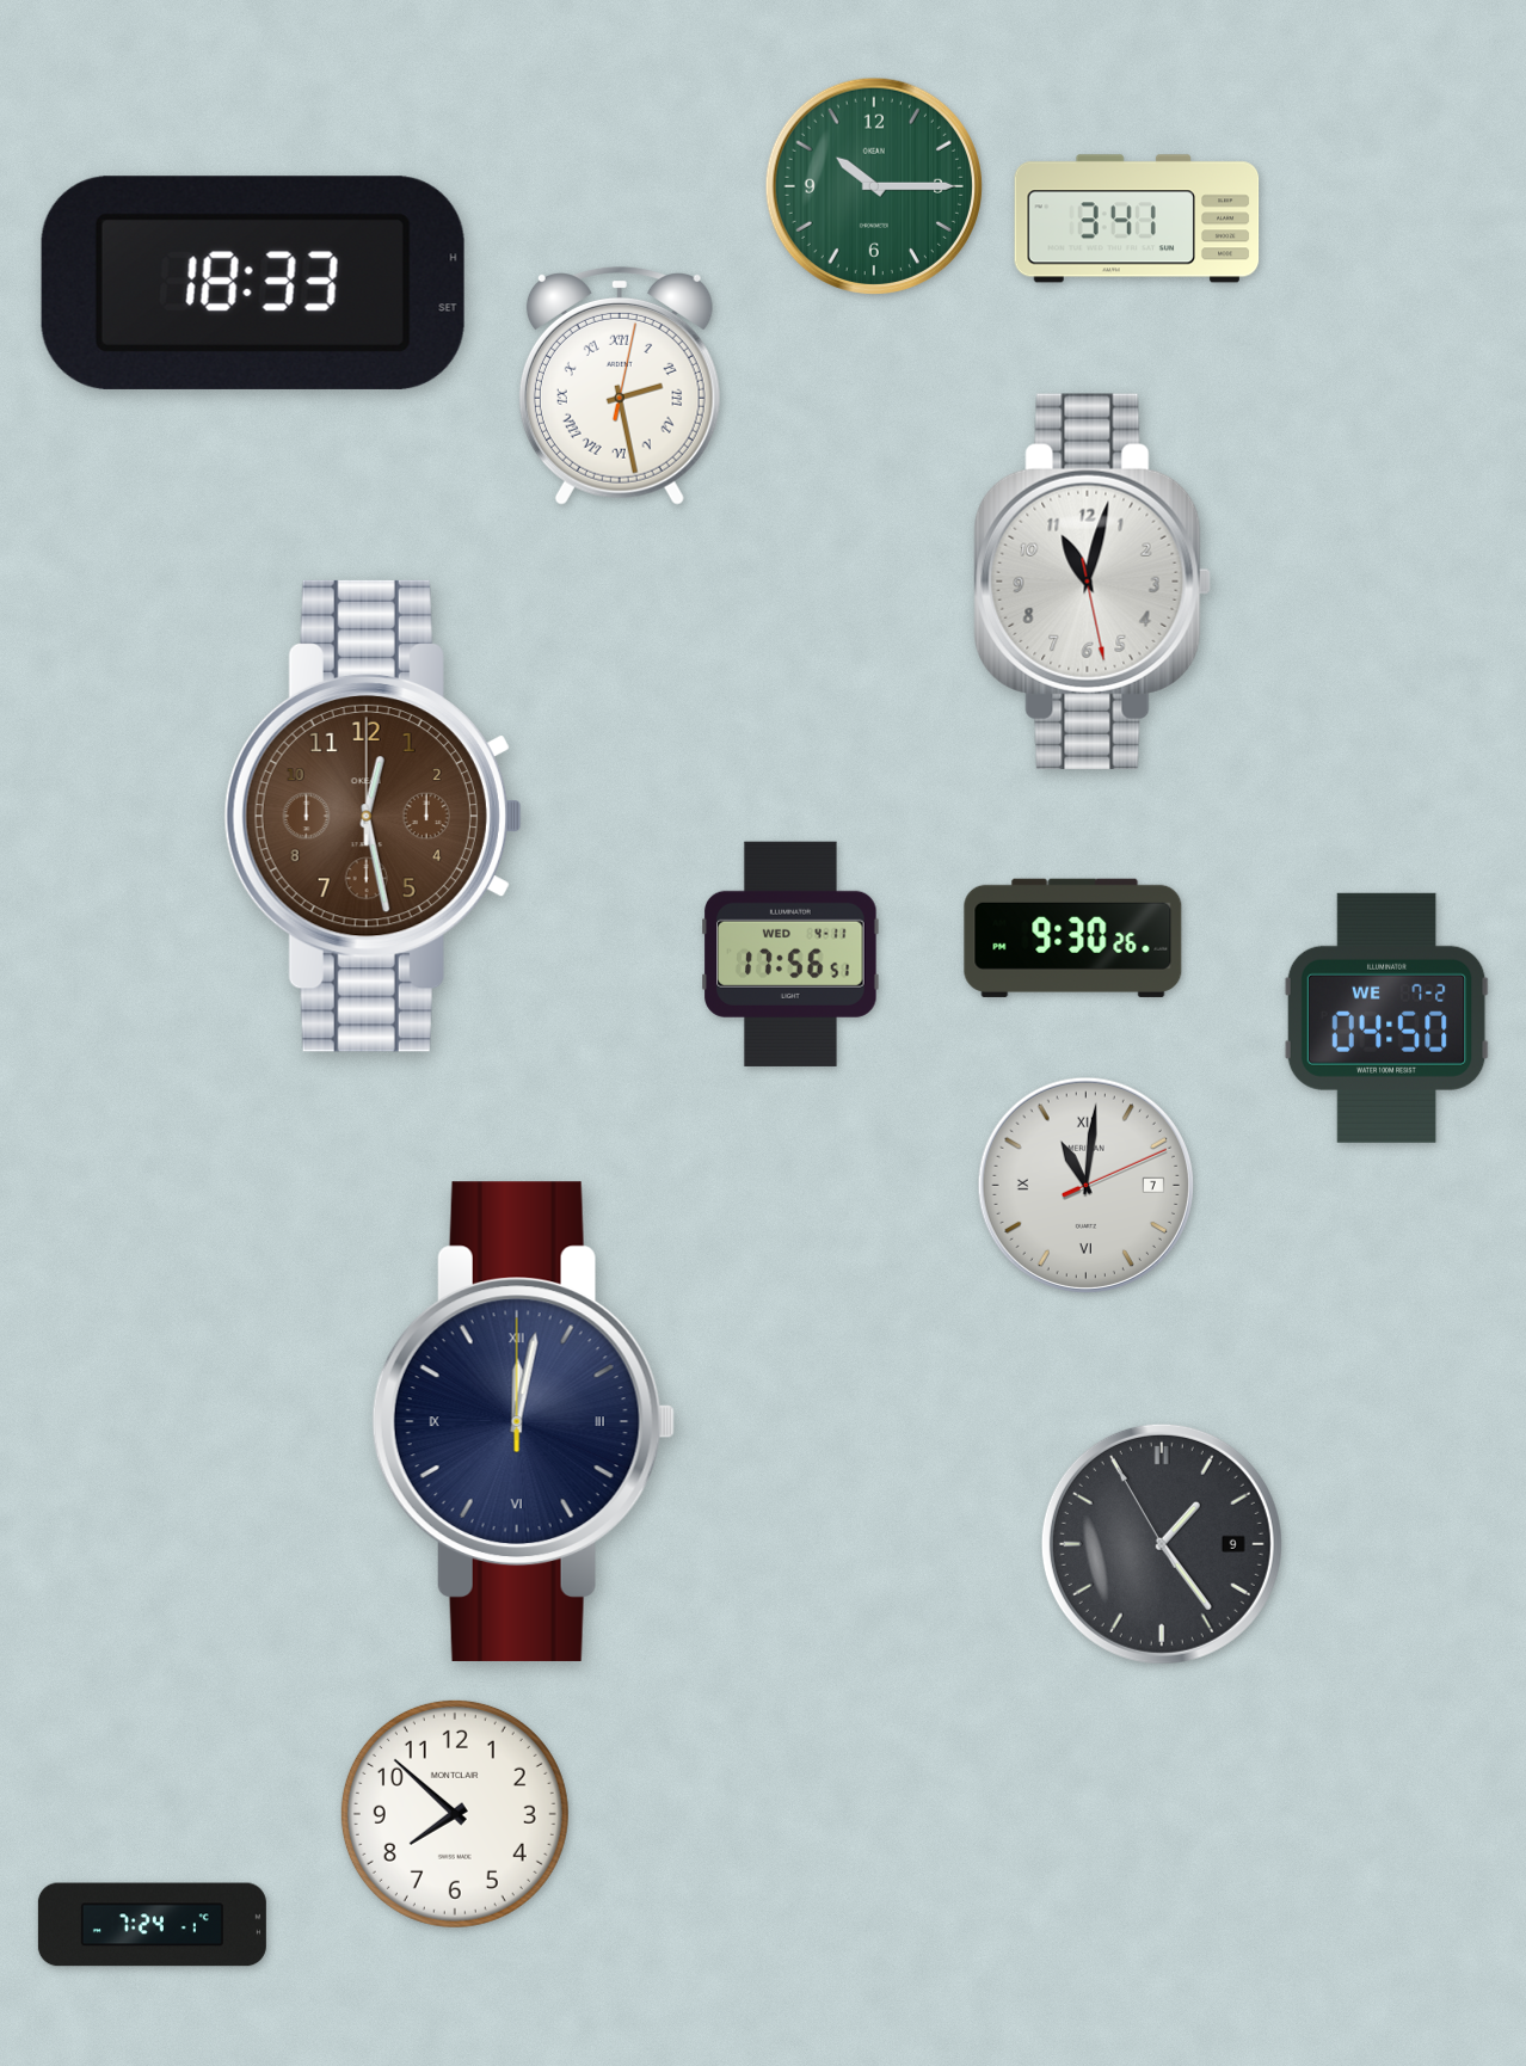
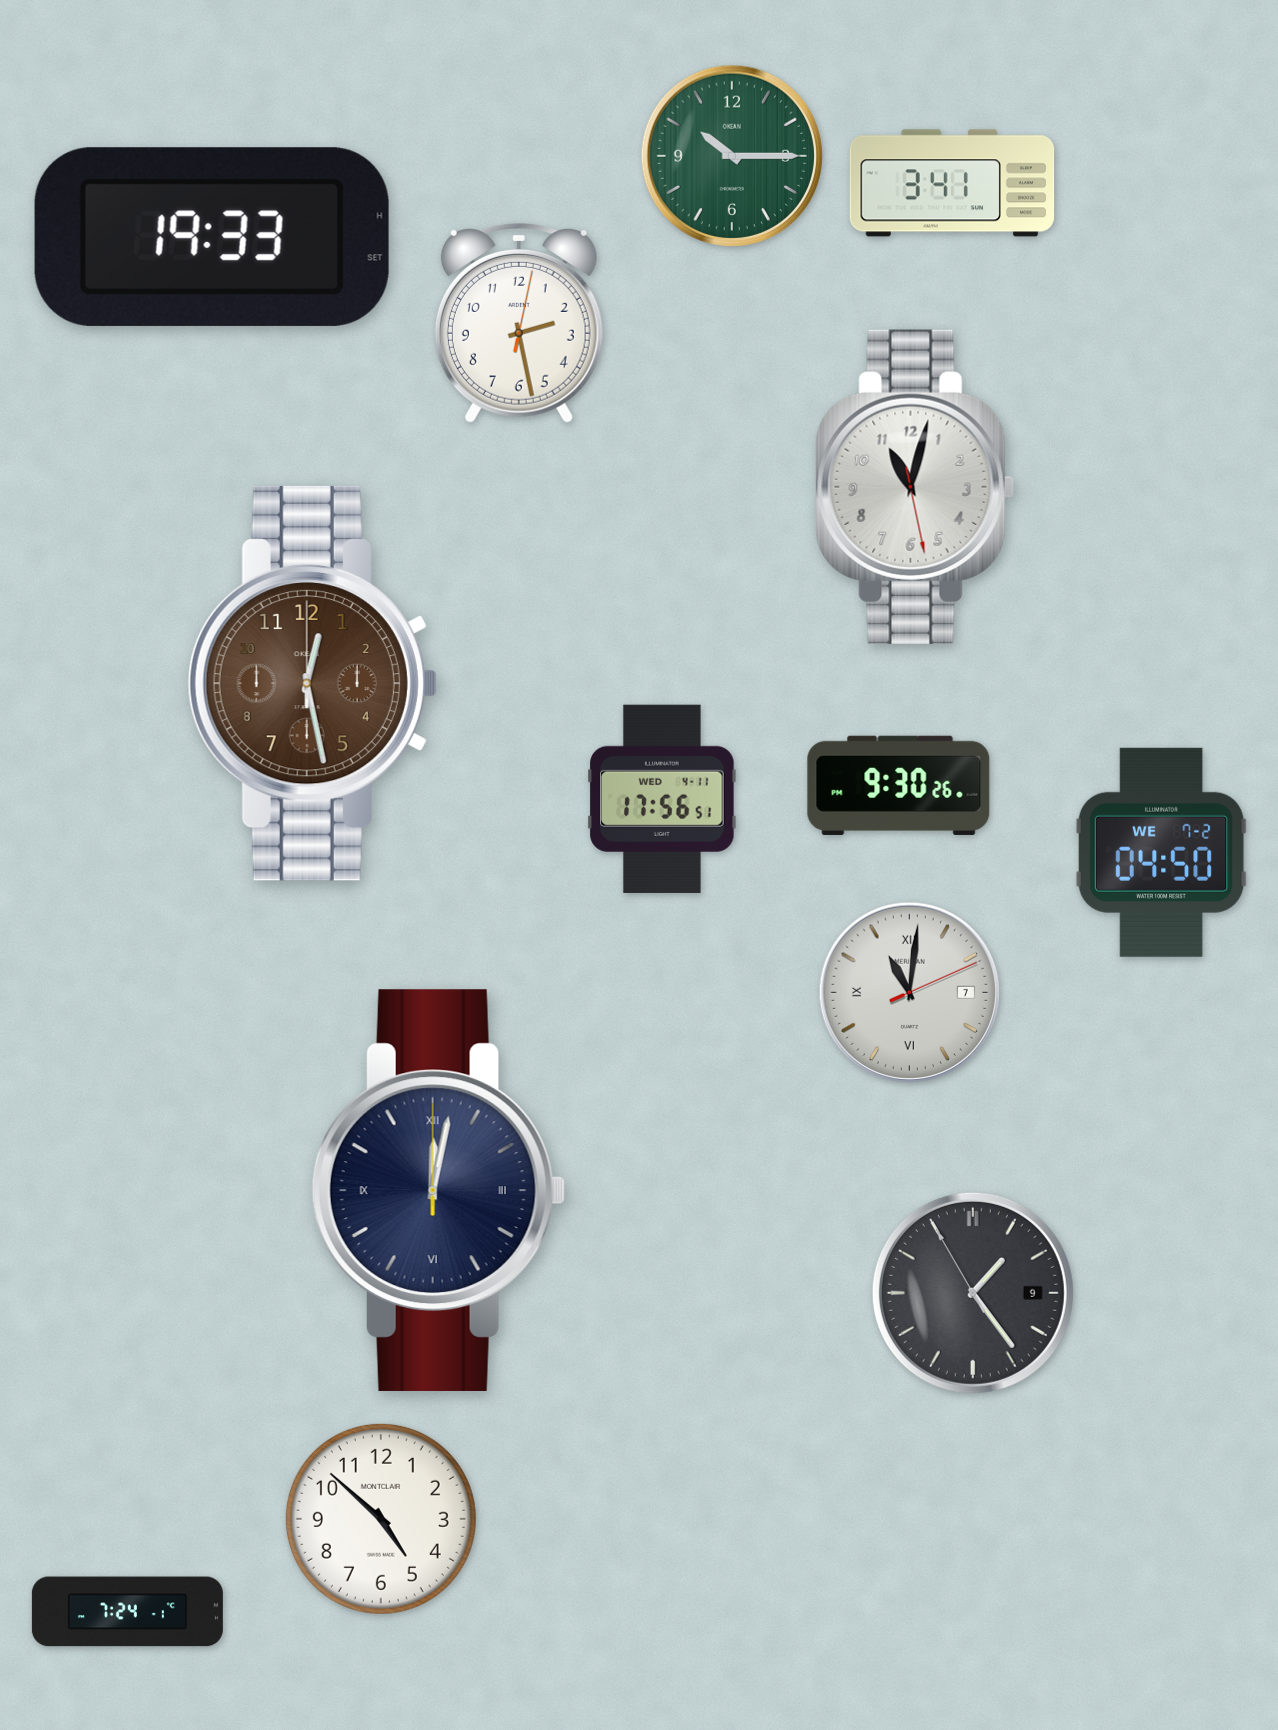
clock at (253, 283): 18:33 -> 19:33
clock at (620, 386) numerals: Roman -> Arabic
clock at (455, 1814): 7:52 -> 4:52
